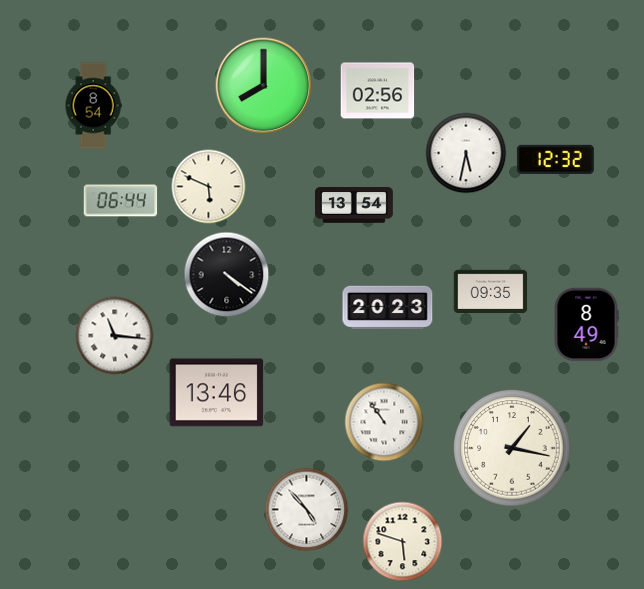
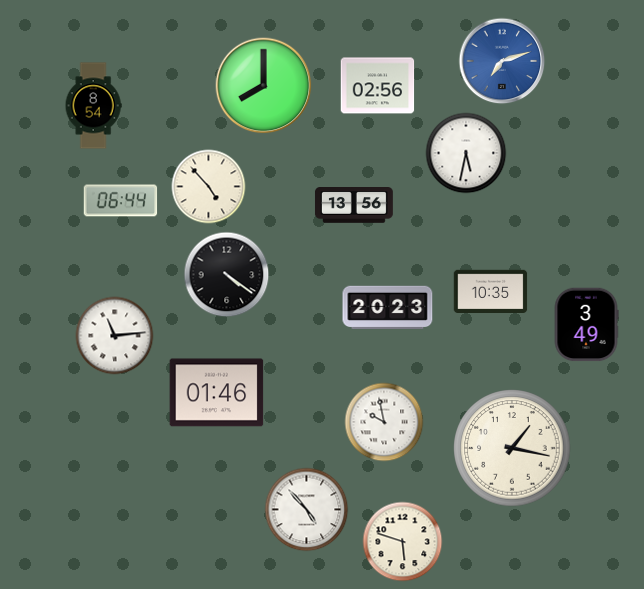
clock at (502, 61): none -> 7:12
clock at (378, 91) position: (378, 91) -> (378, 86)
clock at (555, 159): 12:32 -> none
clock at (209, 187): 5:49 -> 4:53
clock at (354, 205): 13:54 -> 13:56
clock at (491, 291): 09:35 -> 10:35
clock at (586, 325): 8:49 -> 3:49
clock at (115, 336): 11:16 -> 11:14
clock at (217, 393): 13:46 -> 01:46
clock at (384, 422): 10:54 -> 9:58
